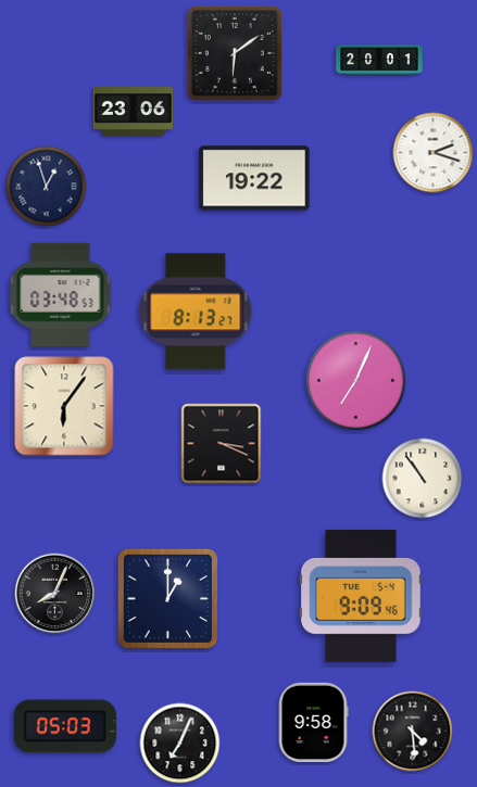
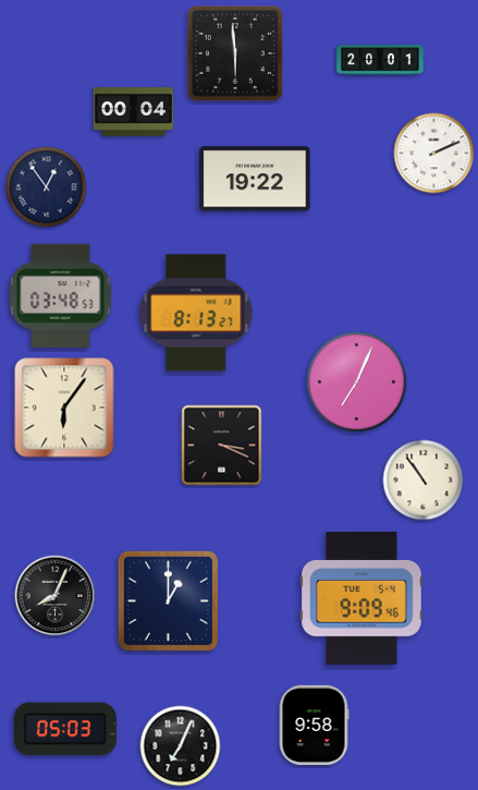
clock at (235, 53): 6:09 -> 5:59
clock at (133, 112): 23:06 -> 00:04
clock at (434, 153): 2:18 -> 2:11
clock at (47, 187): 12:57 -> 12:54
clock at (413, 732): 4:29 -> none
